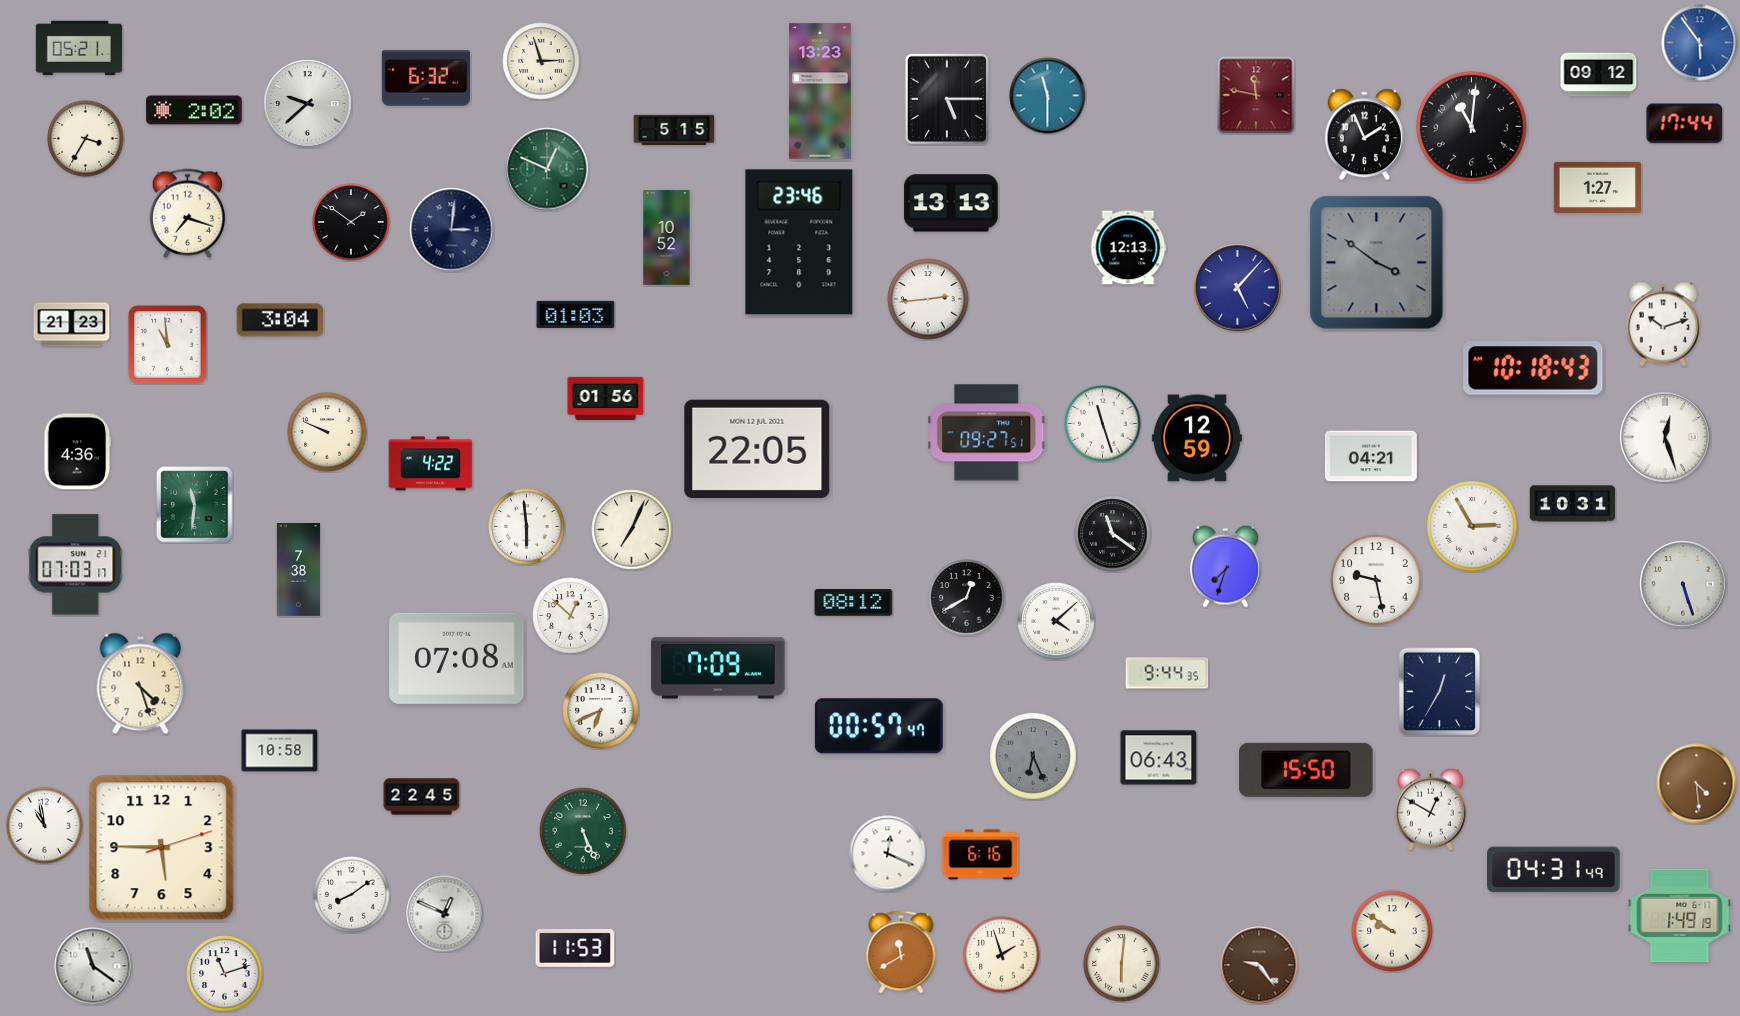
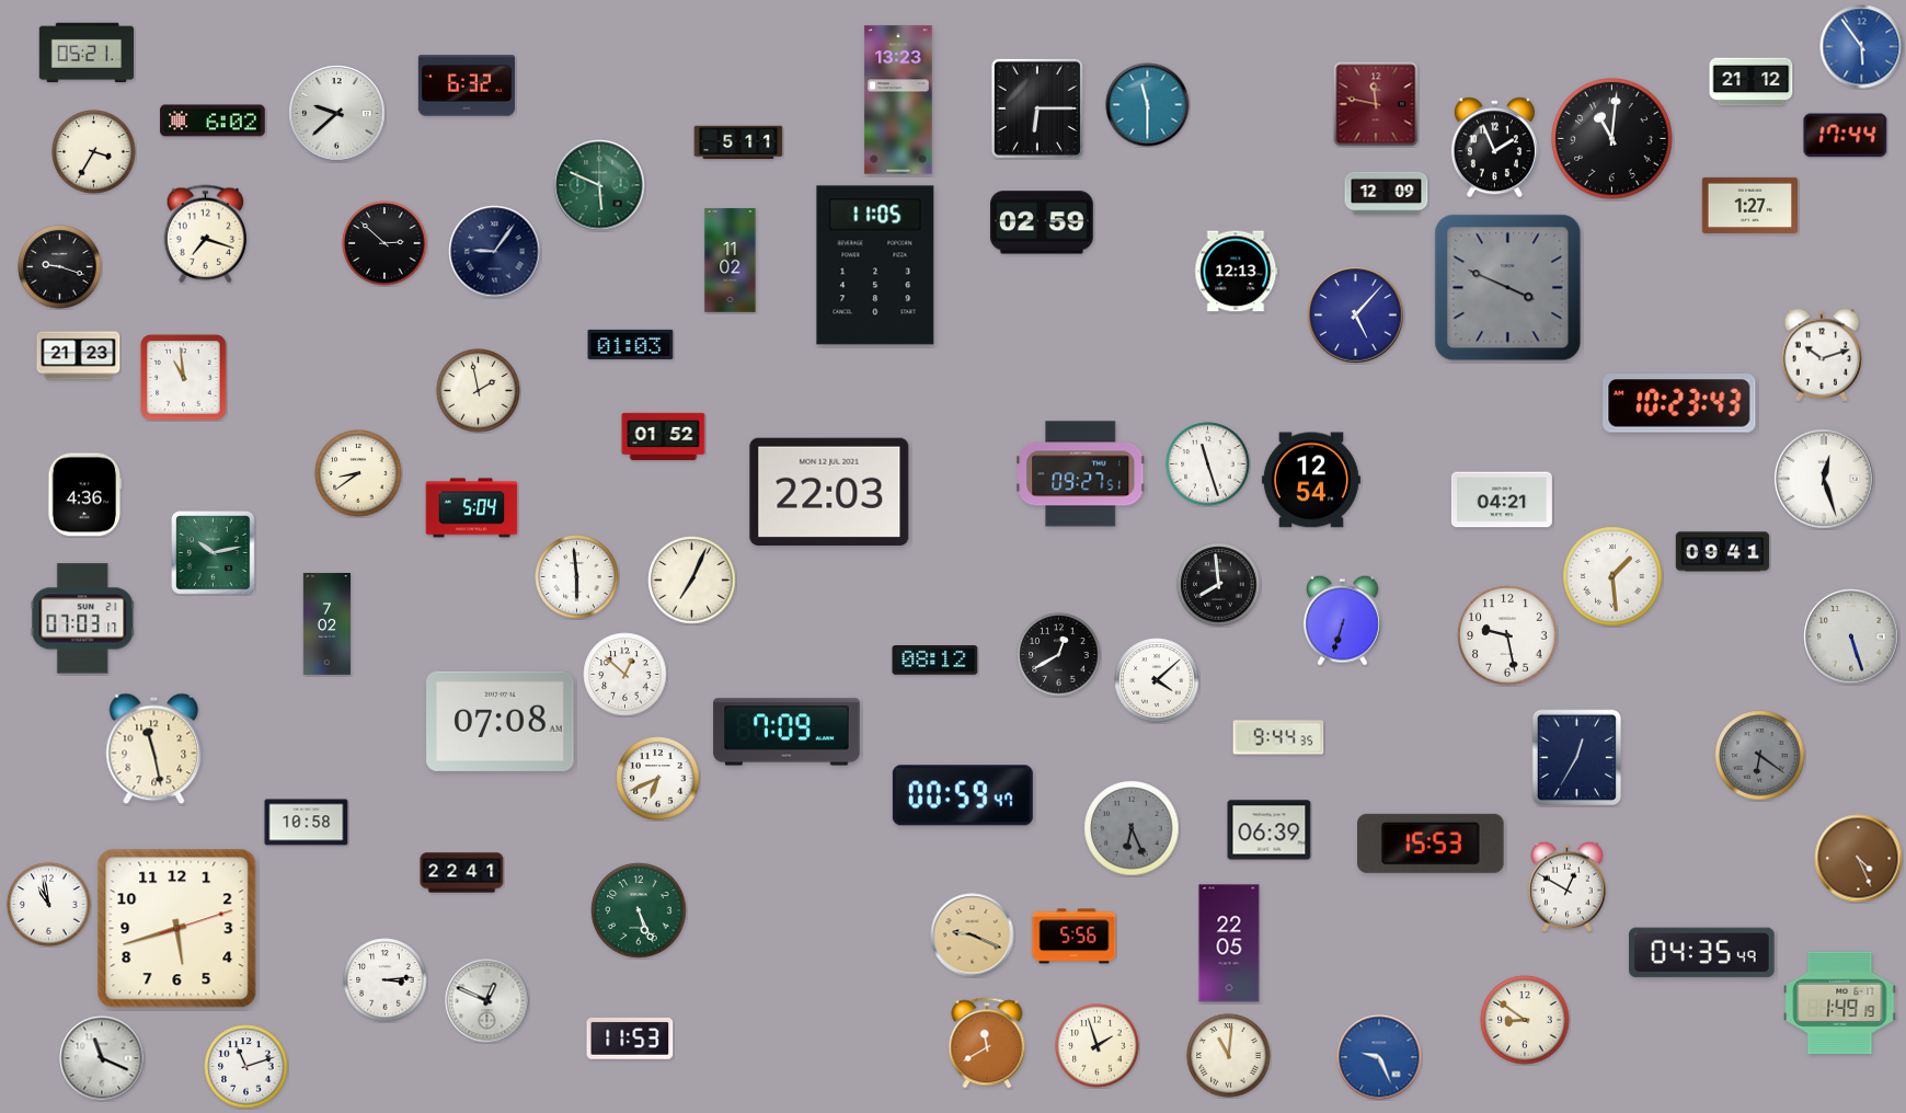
clock at (541, 61): 2:57 -> none
clock at (1599, 75): 09:12 -> 21:12
clock at (947, 99): 5:15 -> 6:15
clock at (194, 110): 2:02 -> 6:02
clock at (674, 130): 5:15 -> 5:11
clock at (547, 169): 12:49 -> 5:49
clock at (1387, 193): none -> 12:09
clock at (951, 203): 13:13 -> 02:59
clock at (351, 222): 1:51 -> 2:52
clock at (452, 230): 3:01 -> 9:06
clock at (667, 238): 10:52 -> 11:02
clock at (799, 242): 23:46 -> 11:05
clock at (60, 267): none -> 9:18
clock at (1377, 263): 3:51 -> 3:49
clock at (928, 299): 2:44 -> none
clock at (279, 320): 3:04 -> none
clock at (479, 391): none -> 1:58
clock at (1533, 368): 10:18 -> 10:23
clock at (606, 399): 01:56 -> 01:52
clock at (327, 432): 9:49 -> 8:39
clock at (1197, 438): 12:59 -> 12:54
clock at (757, 449): 22:05 -> 22:03
clock at (431, 464): 4:22 -> 5:04
clock at (1573, 504): 10:31 -> 09:41
clock at (195, 505): 11:31 -> 10:13
clock at (1472, 526): 2:55 -> 1:29
clock at (1113, 534): 11:21 -> 7:59
clock at (1226, 566): 7:33 -> 6:33
clock at (299, 570): 7:38 -> 7:02
clock at (1683, 584) position: (1683, 584) -> (1851, 636)
clock at (141, 684): 4:27 -> 11:28
clock at (1760, 756): none -> 6:21
clock at (879, 726): 00:57 -> 00:59
clock at (1159, 758): 06:43 -> 06:39
clock at (1306, 770): 15:50 -> 15:53
clock at (1697, 784): 4:29 -> 4:26
clock at (422, 797): 22:45 -> 22:41
clock at (162, 848): 5:45 -> 5:42
clock at (888, 854): 12:19 -> 9:19
clock at (888, 854) dial: white -> champagne
clock at (981, 855): 6:16 -> 5:56
clock at (1229, 943): none -> 22:05
clock at (1554, 870): 04:31 -> 04:35
clock at (352, 895): 8:09 -> 3:14
clock at (1392, 931): 9:51 -> 8:51
clock at (1122, 964): 6:01 -> 11:01
clock at (1259, 965): 9:24 -> 9:26
clock at (1259, 965) dial: brown -> blue
clock at (93, 966): 11:21 -> 11:19
